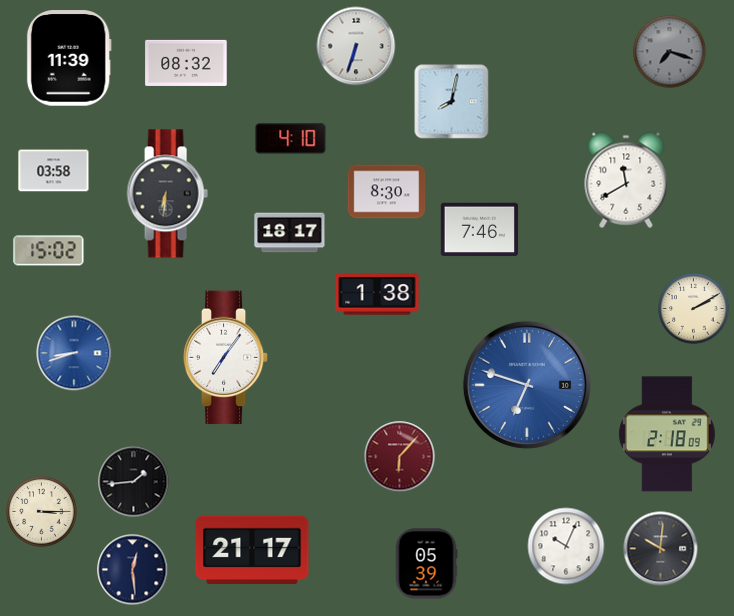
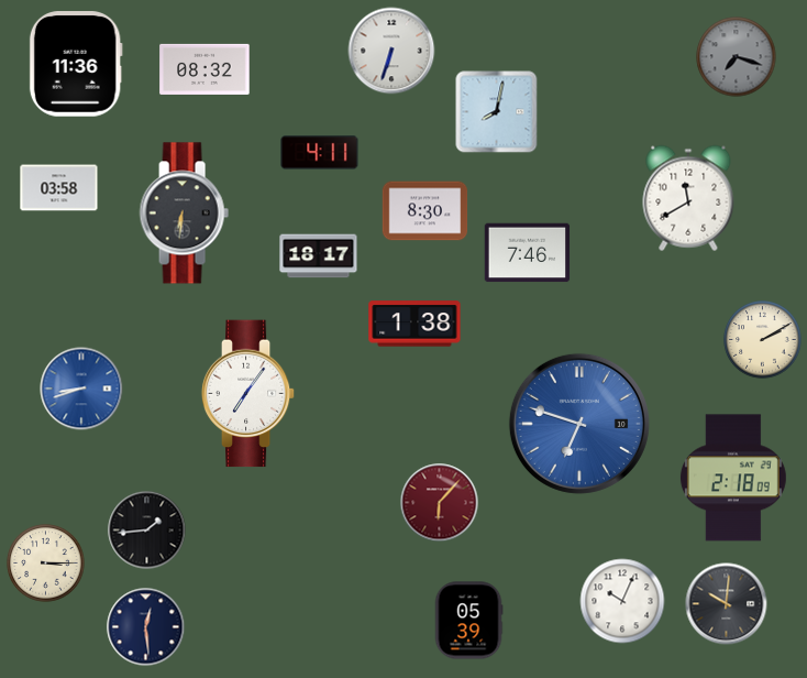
clock at (69, 58): 11:39 -> 11:36
clock at (291, 139): 4:10 -> 4:11
clock at (49, 251): 15:02 -> none
clock at (252, 550): 21:17 -> none
